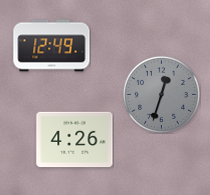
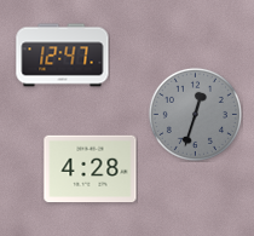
clock at (52, 46): 12:49 -> 12:47
clock at (75, 140): 4:26 -> 4:28
